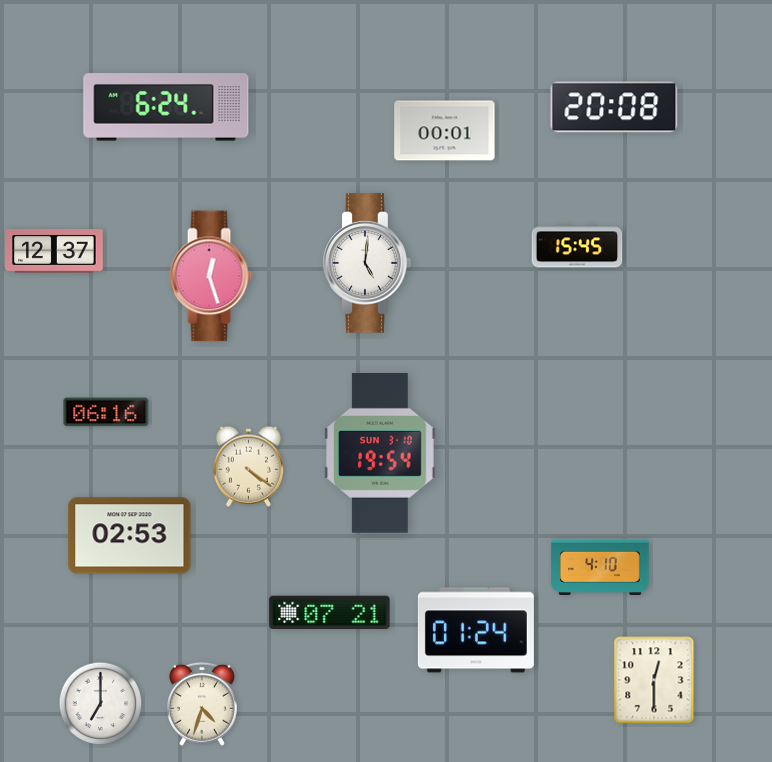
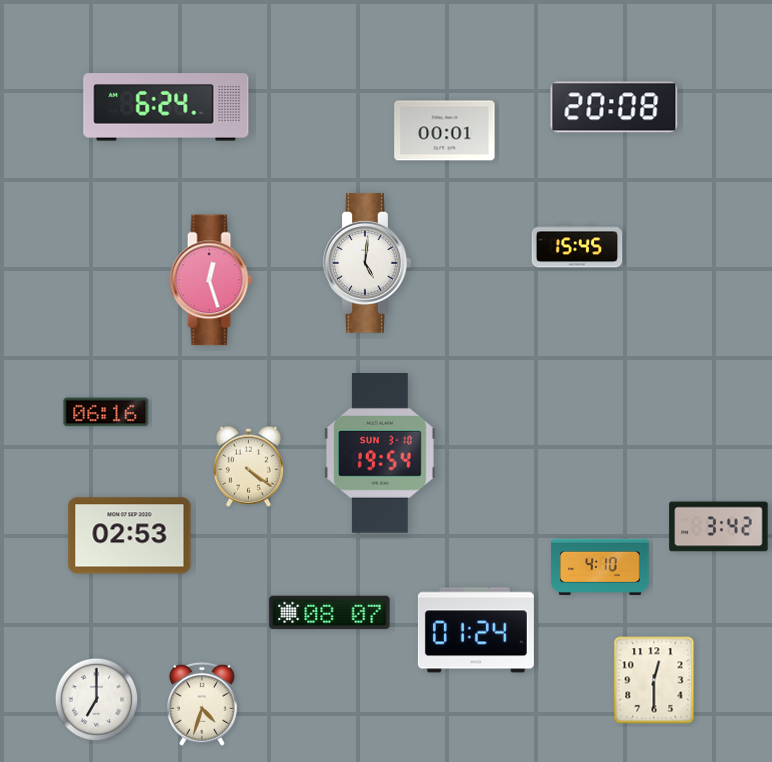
clock at (54, 252): 12:37 -> none
clock at (211, 276) position: (211, 276) -> (211, 280)
clock at (719, 527): none -> 3:42
clock at (330, 613): 07:21 -> 08:07
clock at (101, 704) position: (101, 704) -> (97, 700)
